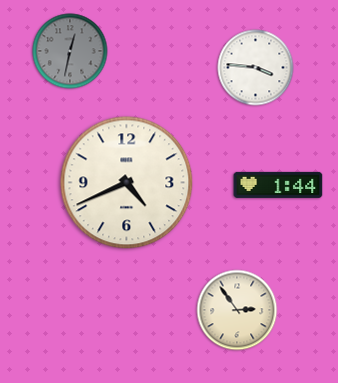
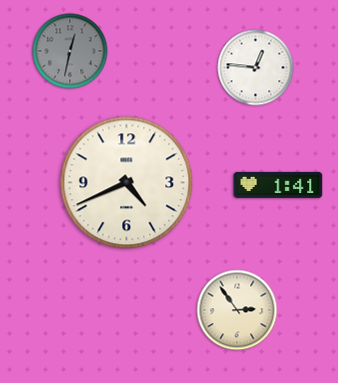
clock at (256, 68): 3:46 -> 12:46
clock at (278, 185): 1:44 -> 1:41
